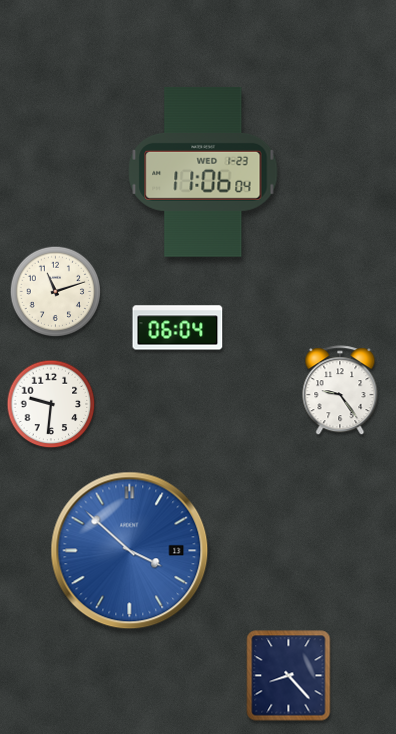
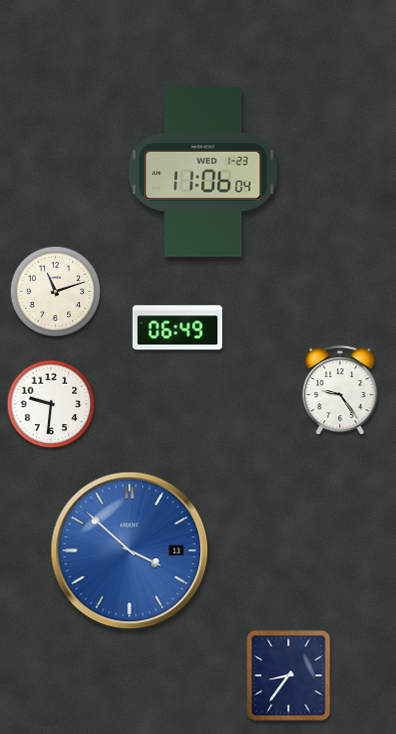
clock at (178, 328): 06:04 -> 06:49
clock at (289, 676): 8:23 -> 8:36
